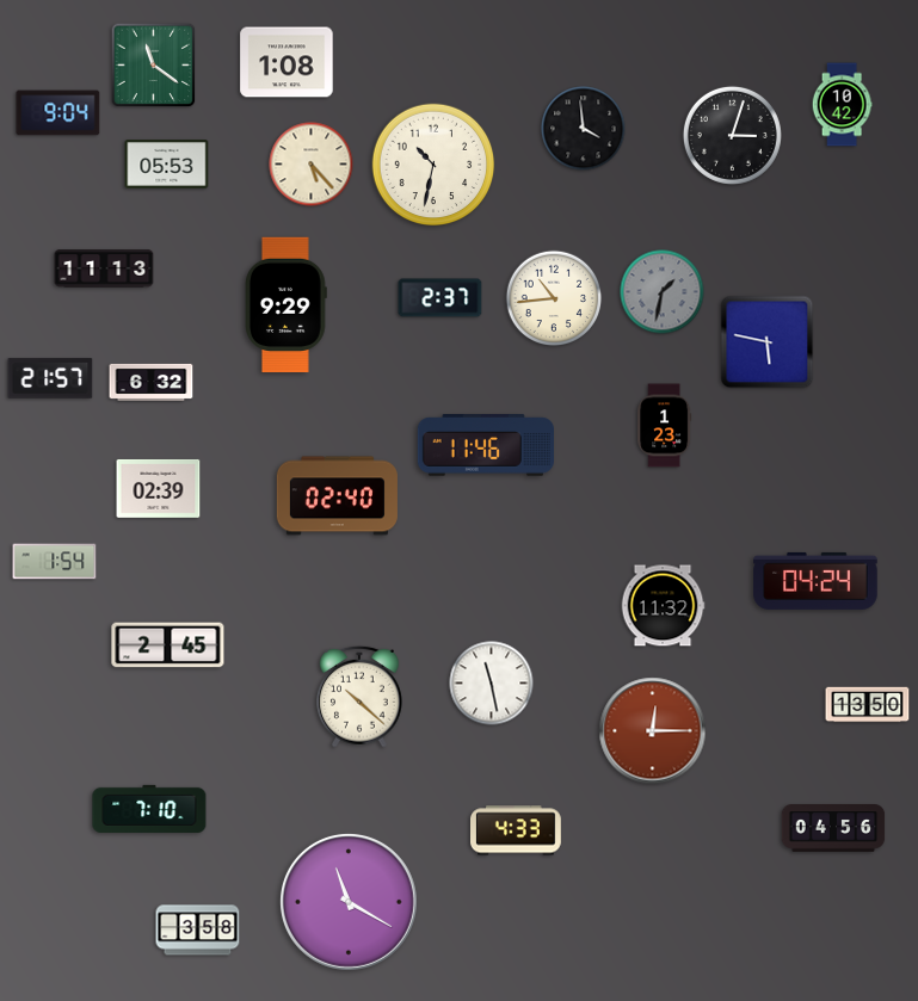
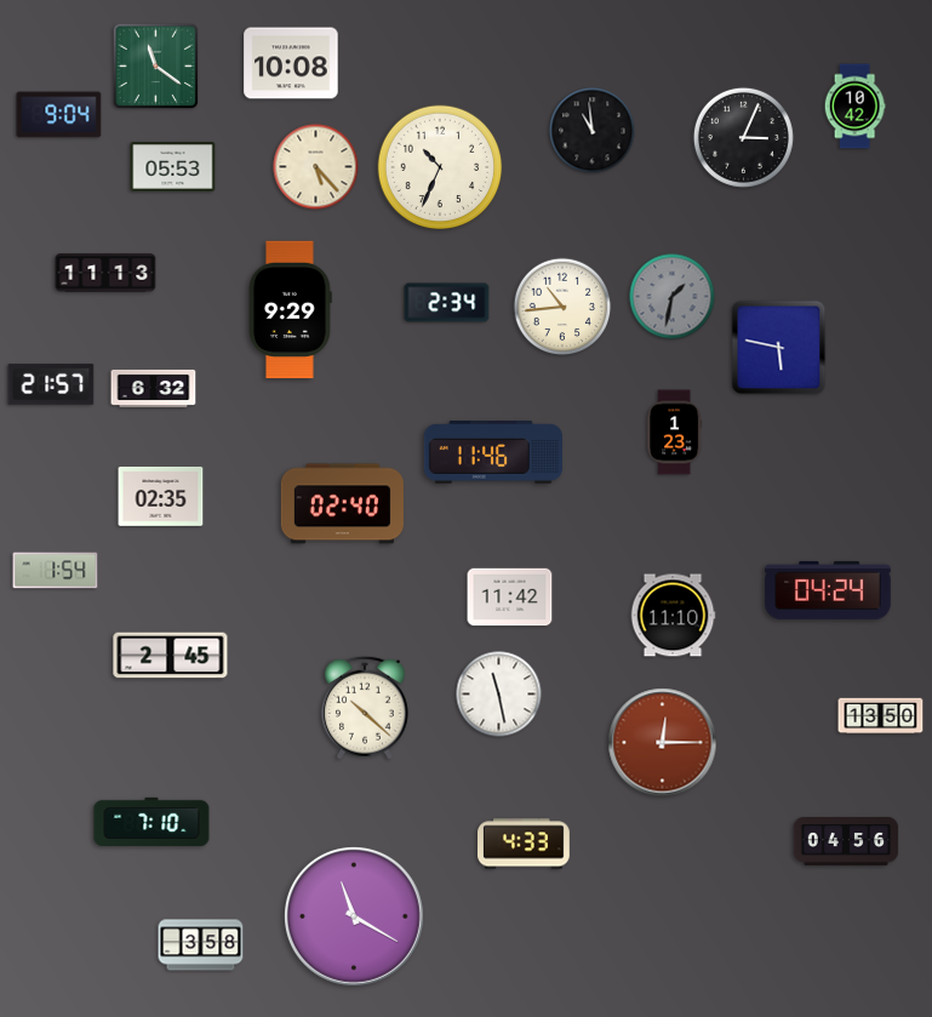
clock at (287, 62): 1:08 -> 10:08
clock at (584, 129): 3:59 -> 10:59
clock at (732, 135): 3:03 -> 3:04
clock at (167, 165) position: (167, 165) -> (173, 167)
clock at (433, 165): 10:32 -> 10:34
clock at (440, 298): 2:37 -> 2:34
clock at (554, 298) position: (554, 298) -> (562, 307)
clock at (159, 489): 02:39 -> 02:35
clock at (510, 598): none -> 11:42
clock at (663, 606): 11:32 -> 11:10
